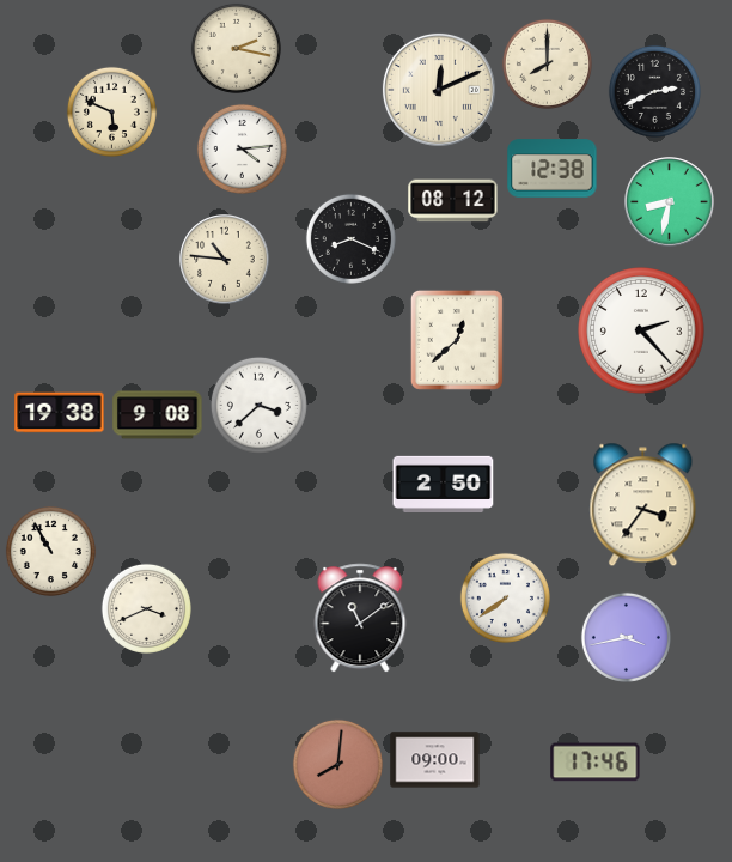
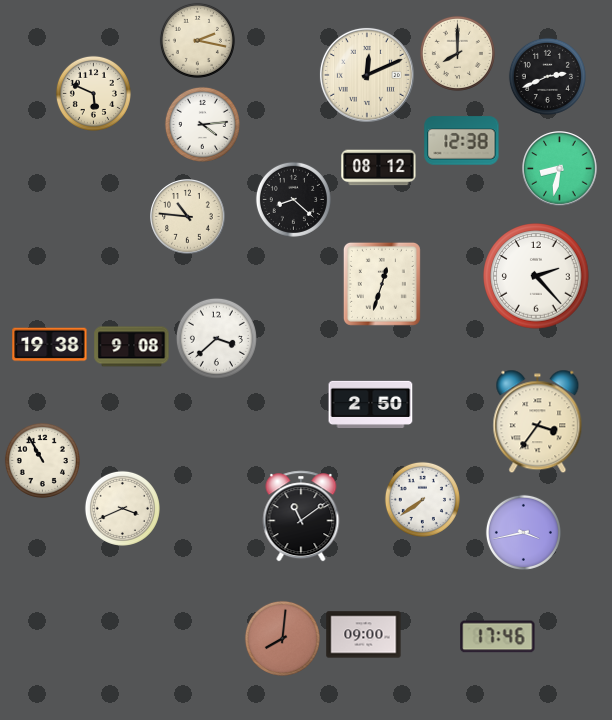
clock at (350, 238): 8:19 -> 8:22
clock at (457, 340): 12:38 -> 12:33
